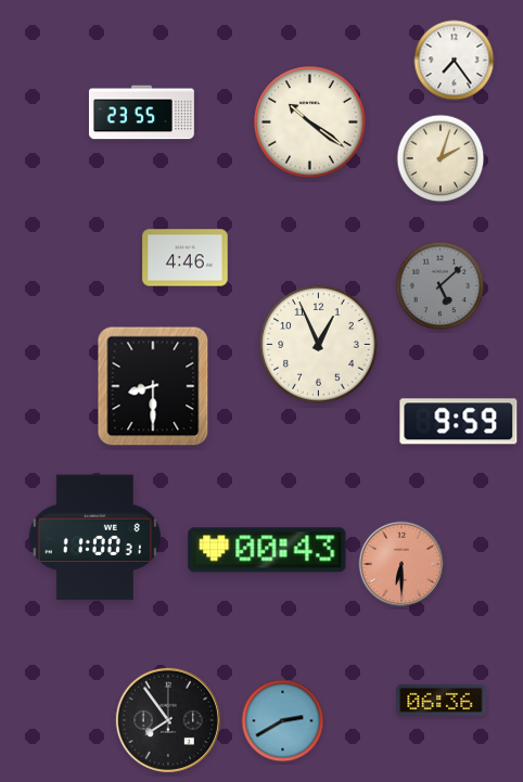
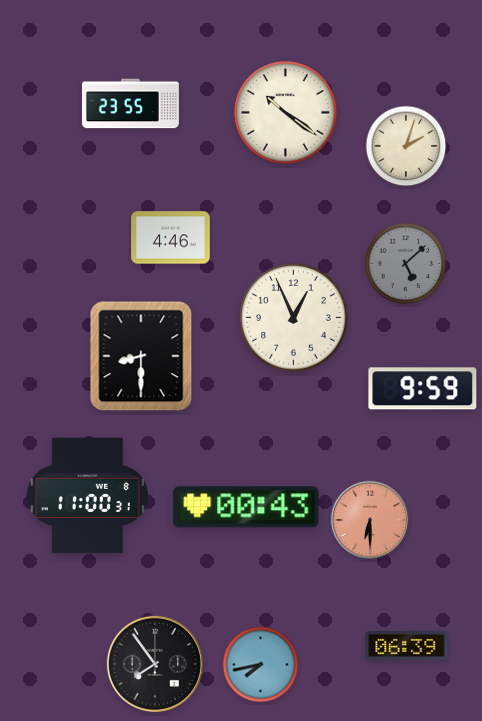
clock at (455, 61): 7:24 -> none
clock at (442, 700): 06:36 -> 06:39
clock at (283, 721): 2:40 -> 7:43
